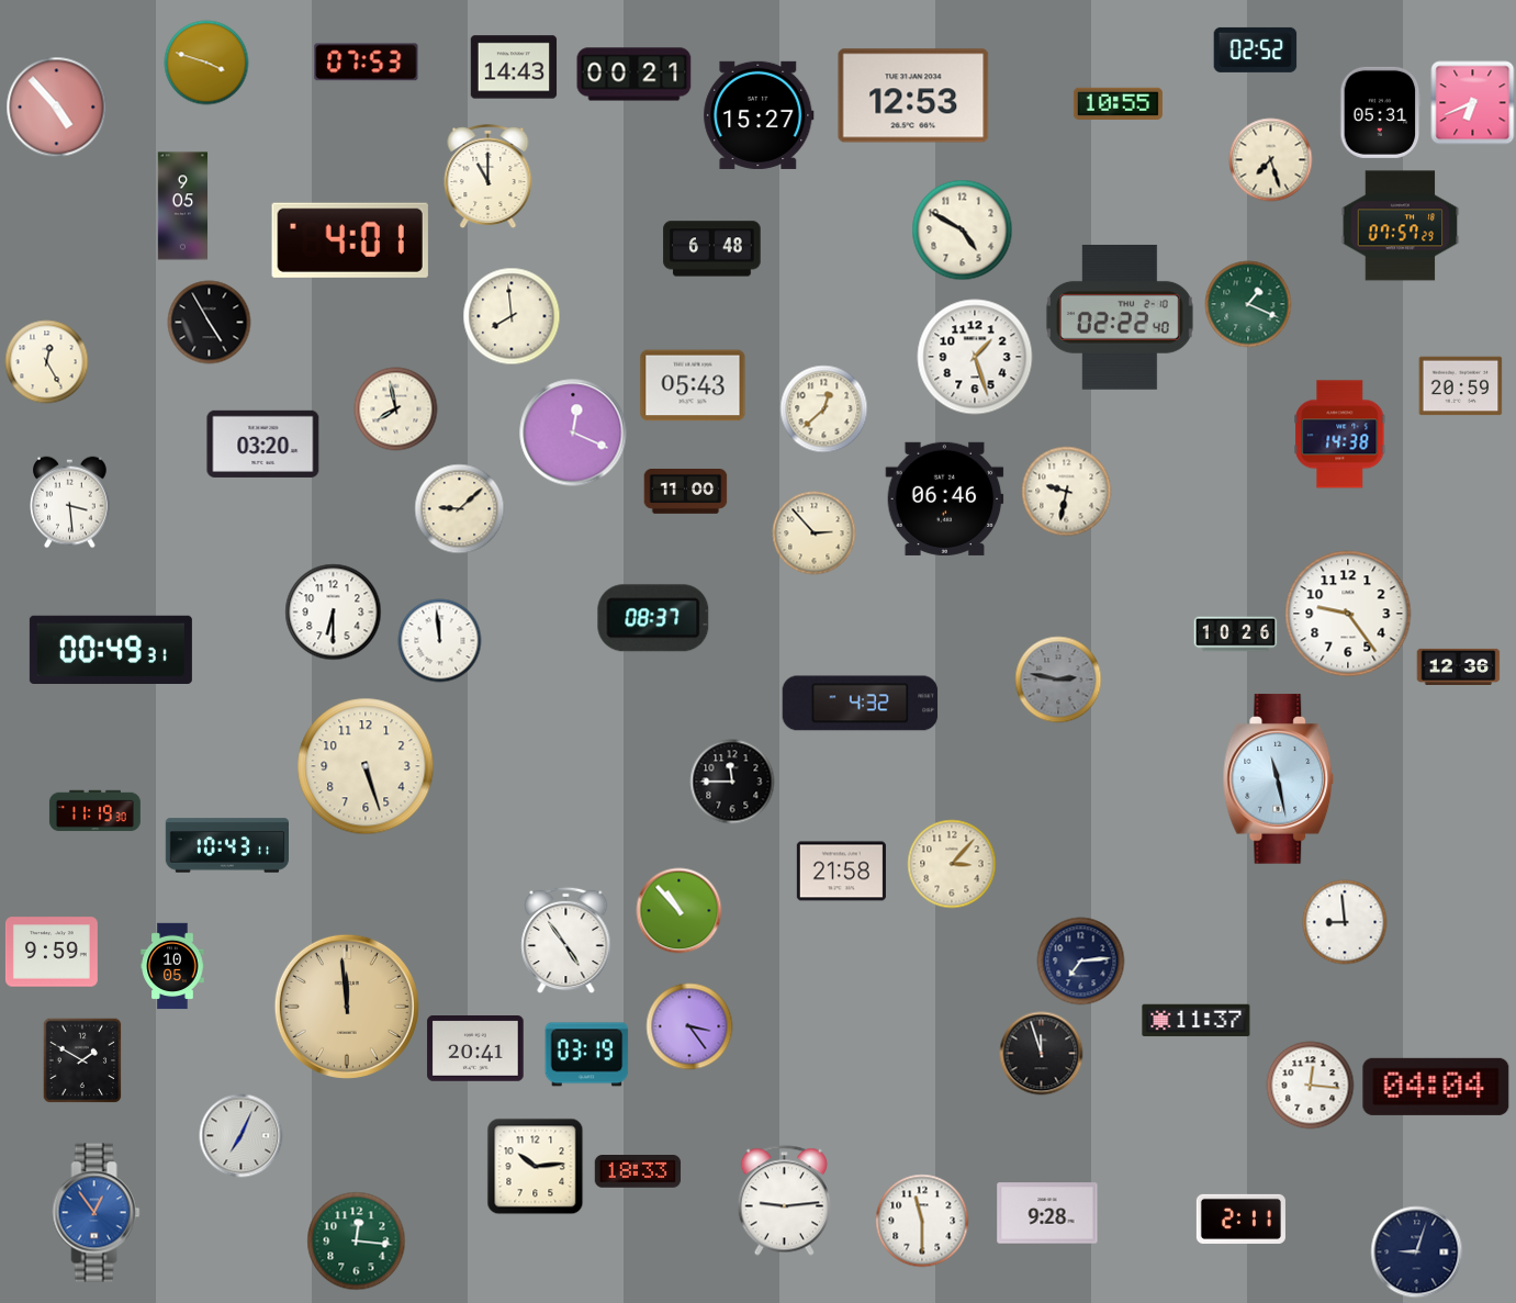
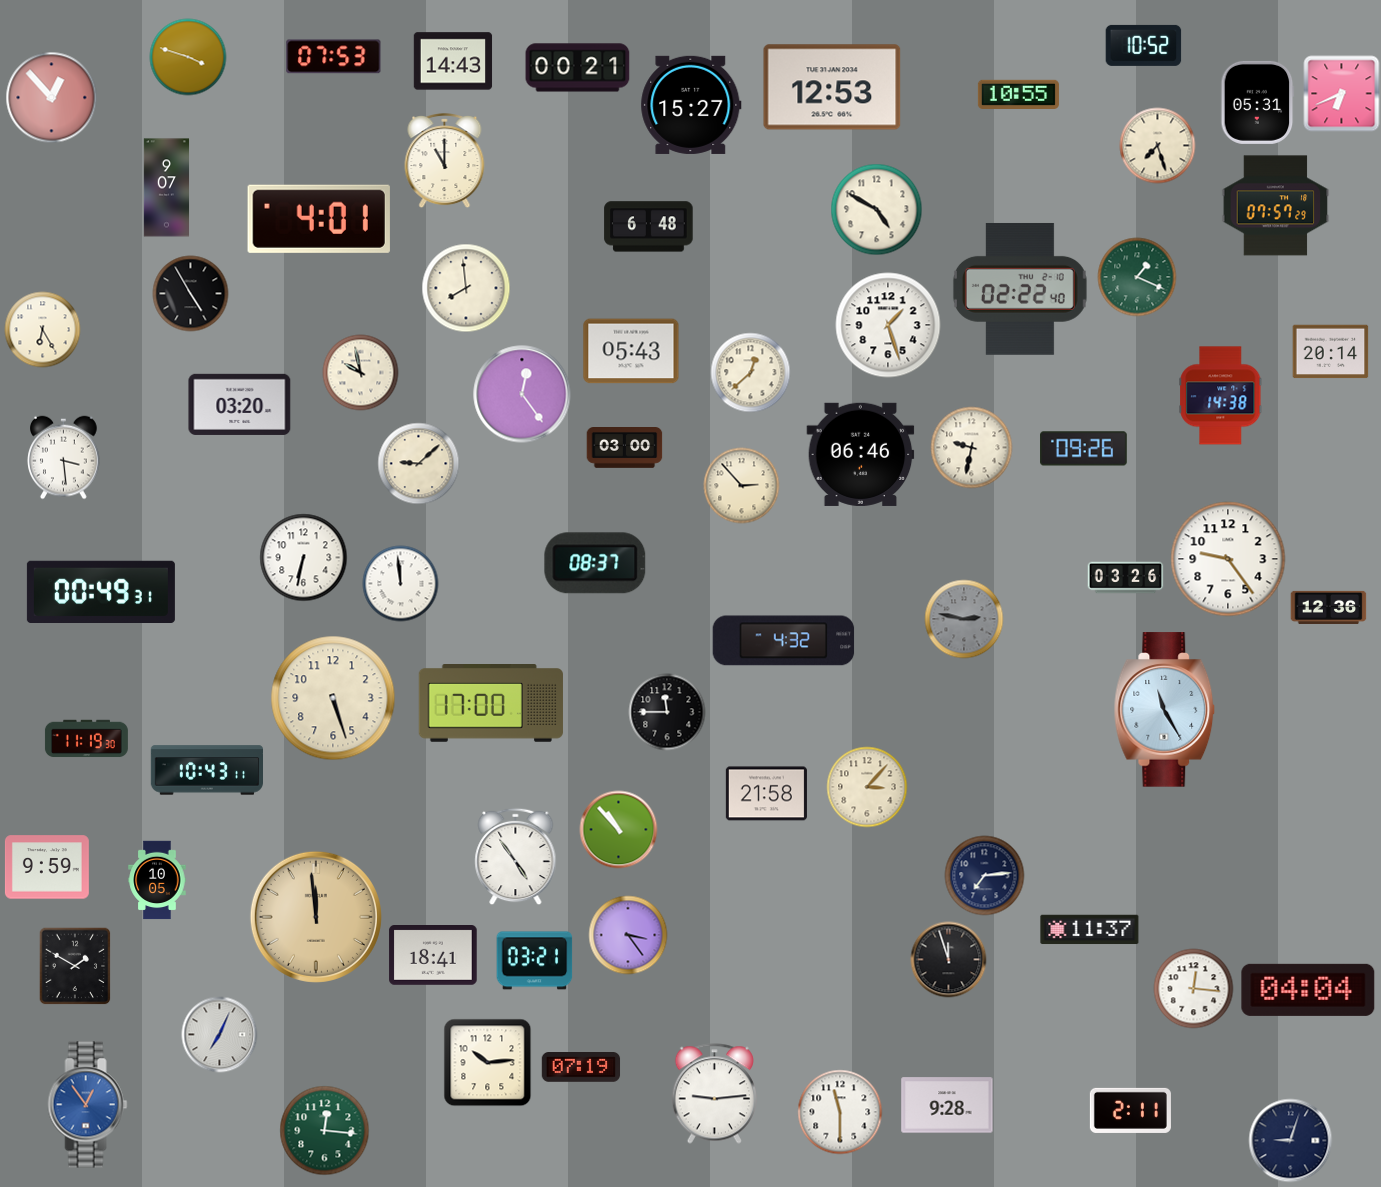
clock at (1256, 49): 02:52 -> 10:52
clock at (514, 67) position: (514, 67) -> (453, 61)
clock at (57, 108): 4:53 -> 12:53
clock at (183, 206): 9:05 -> 9:07
clock at (47, 362): 12:25 -> 6:25
clock at (1461, 386): 20:59 -> 20:14
clock at (396, 409): 7:58 -> 9:58
clock at (573, 433): 12:19 -> 12:24
clock at (686, 492): 11:00 -> 03:00
clock at (1084, 449): none -> 09:26
clock at (334, 613): 6:30 -> 6:32
clock at (1236, 634): 10:26 -> 03:26
clock at (491, 704): none -> 17:00
clock at (1279, 779): 11:28 -> 11:25
clock at (1345, 922): 8:59 -> none
clock at (475, 1049): 20:41 -> 18:41
clock at (587, 1055): 03:19 -> 03:21
clock at (638, 1172): 18:33 -> 07:19
clock at (1047, 1213) position: (1047, 1213) -> (947, 1105)
